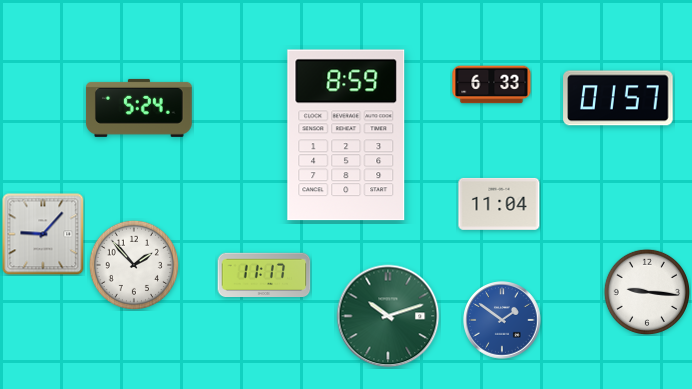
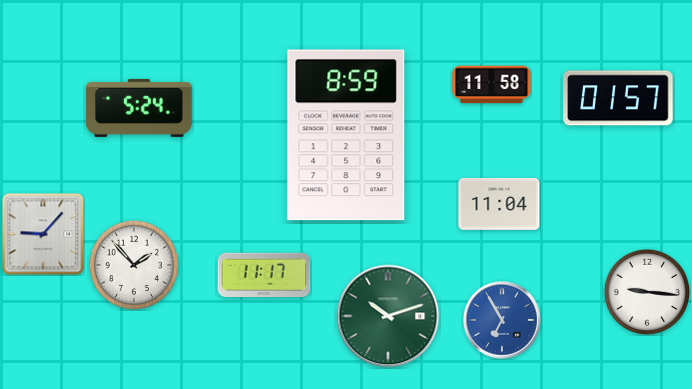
clock at (492, 85): 6:33 -> 11:58
clock at (502, 320): 1:51 -> 6:55
